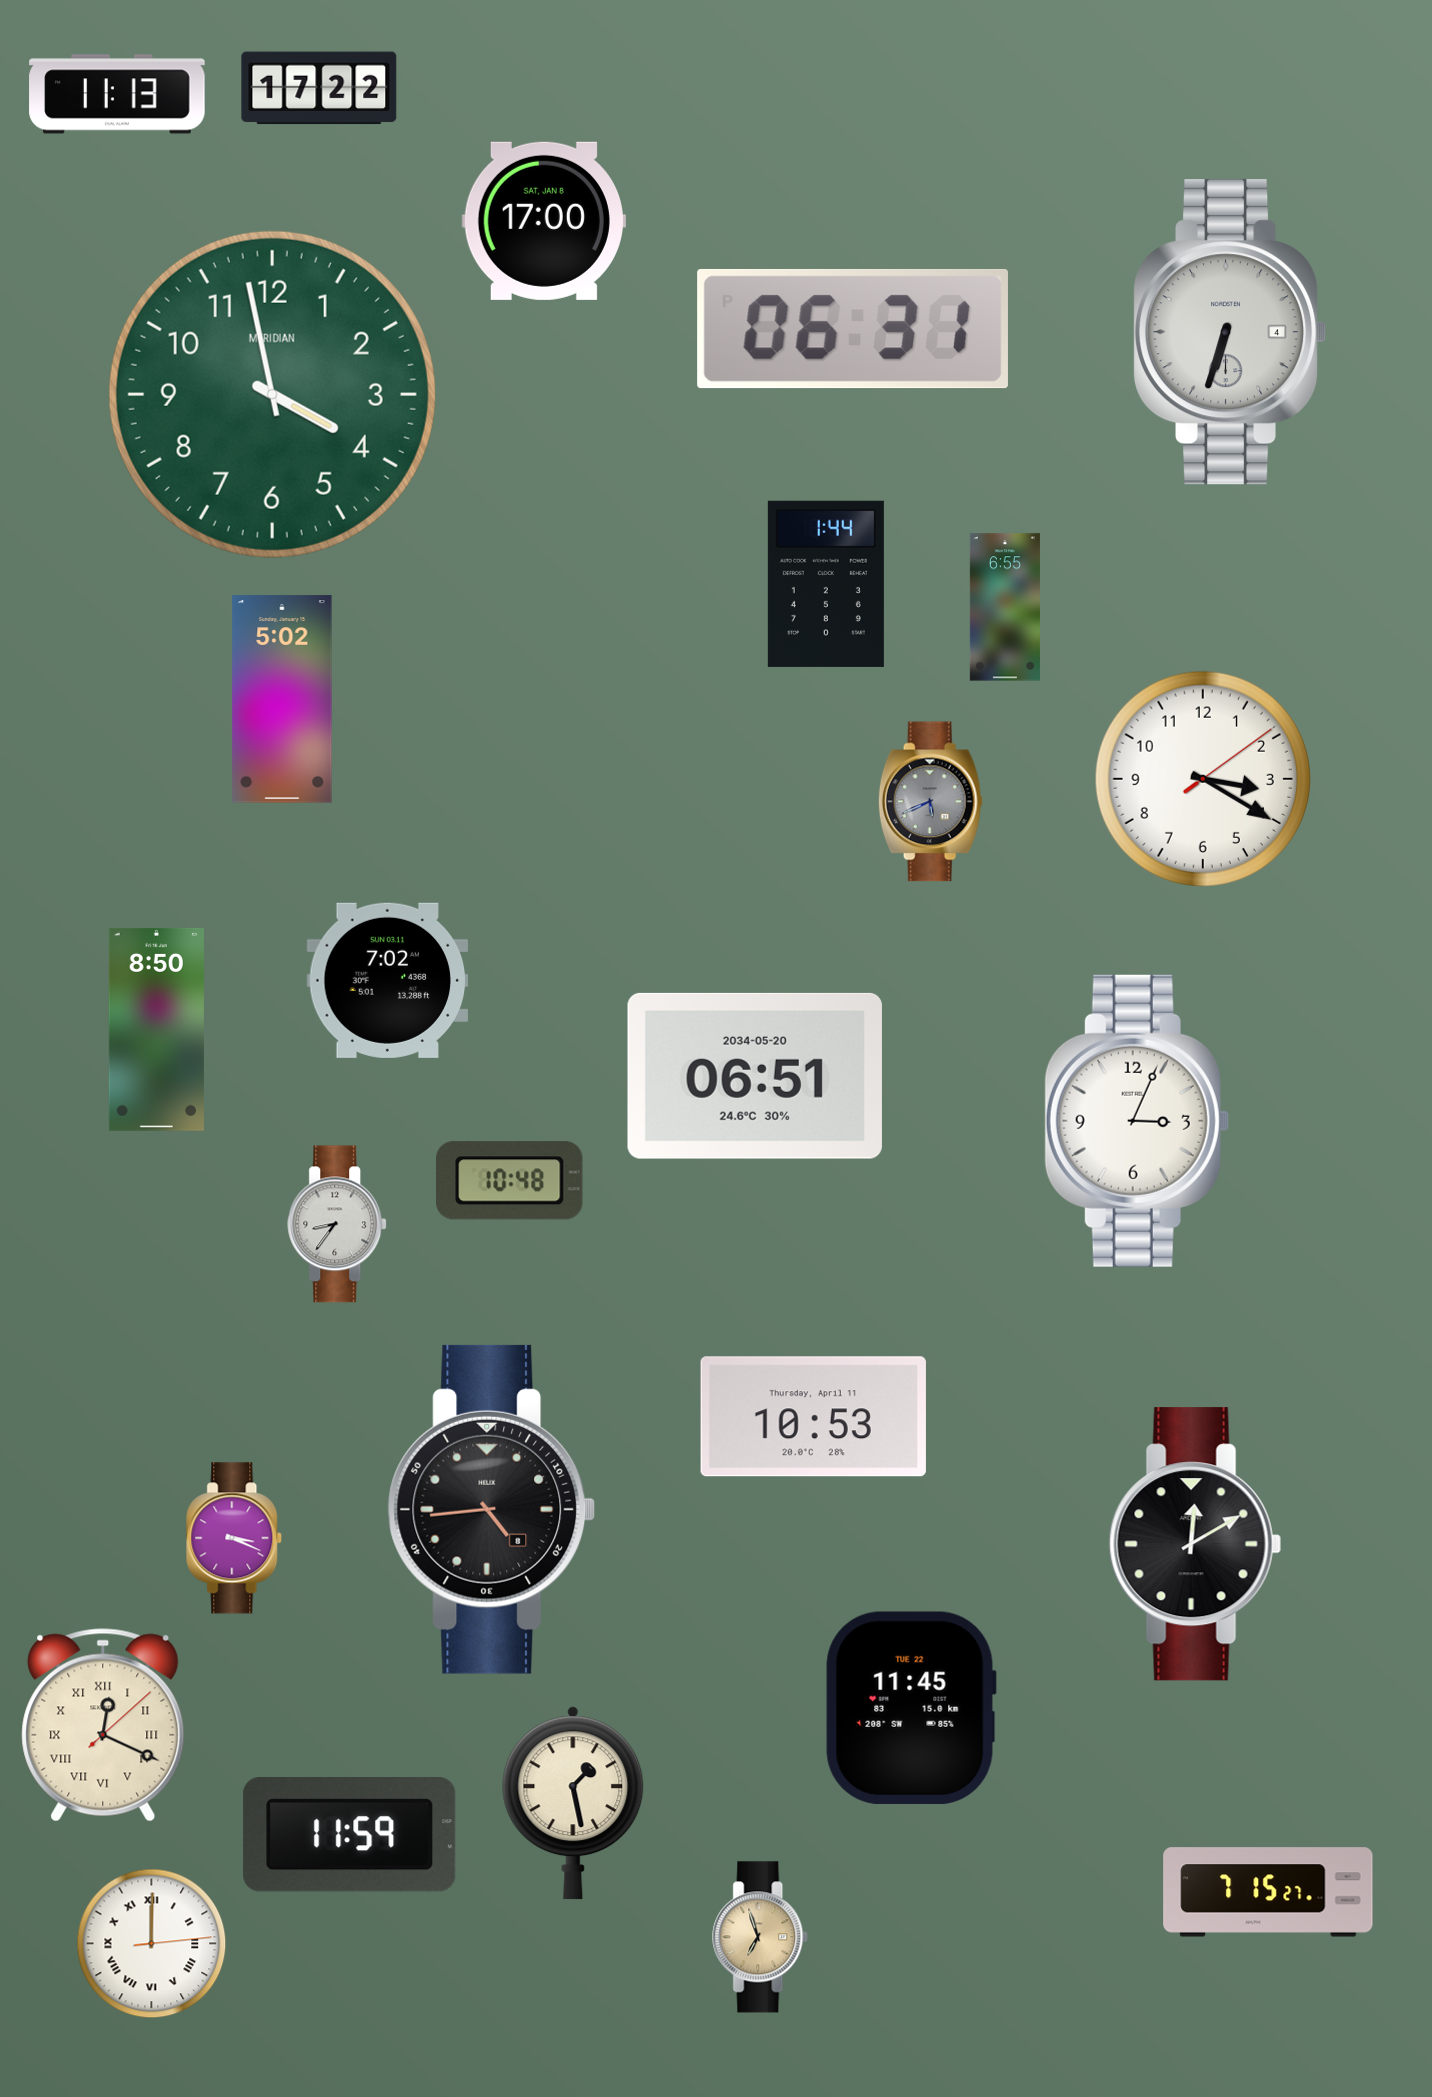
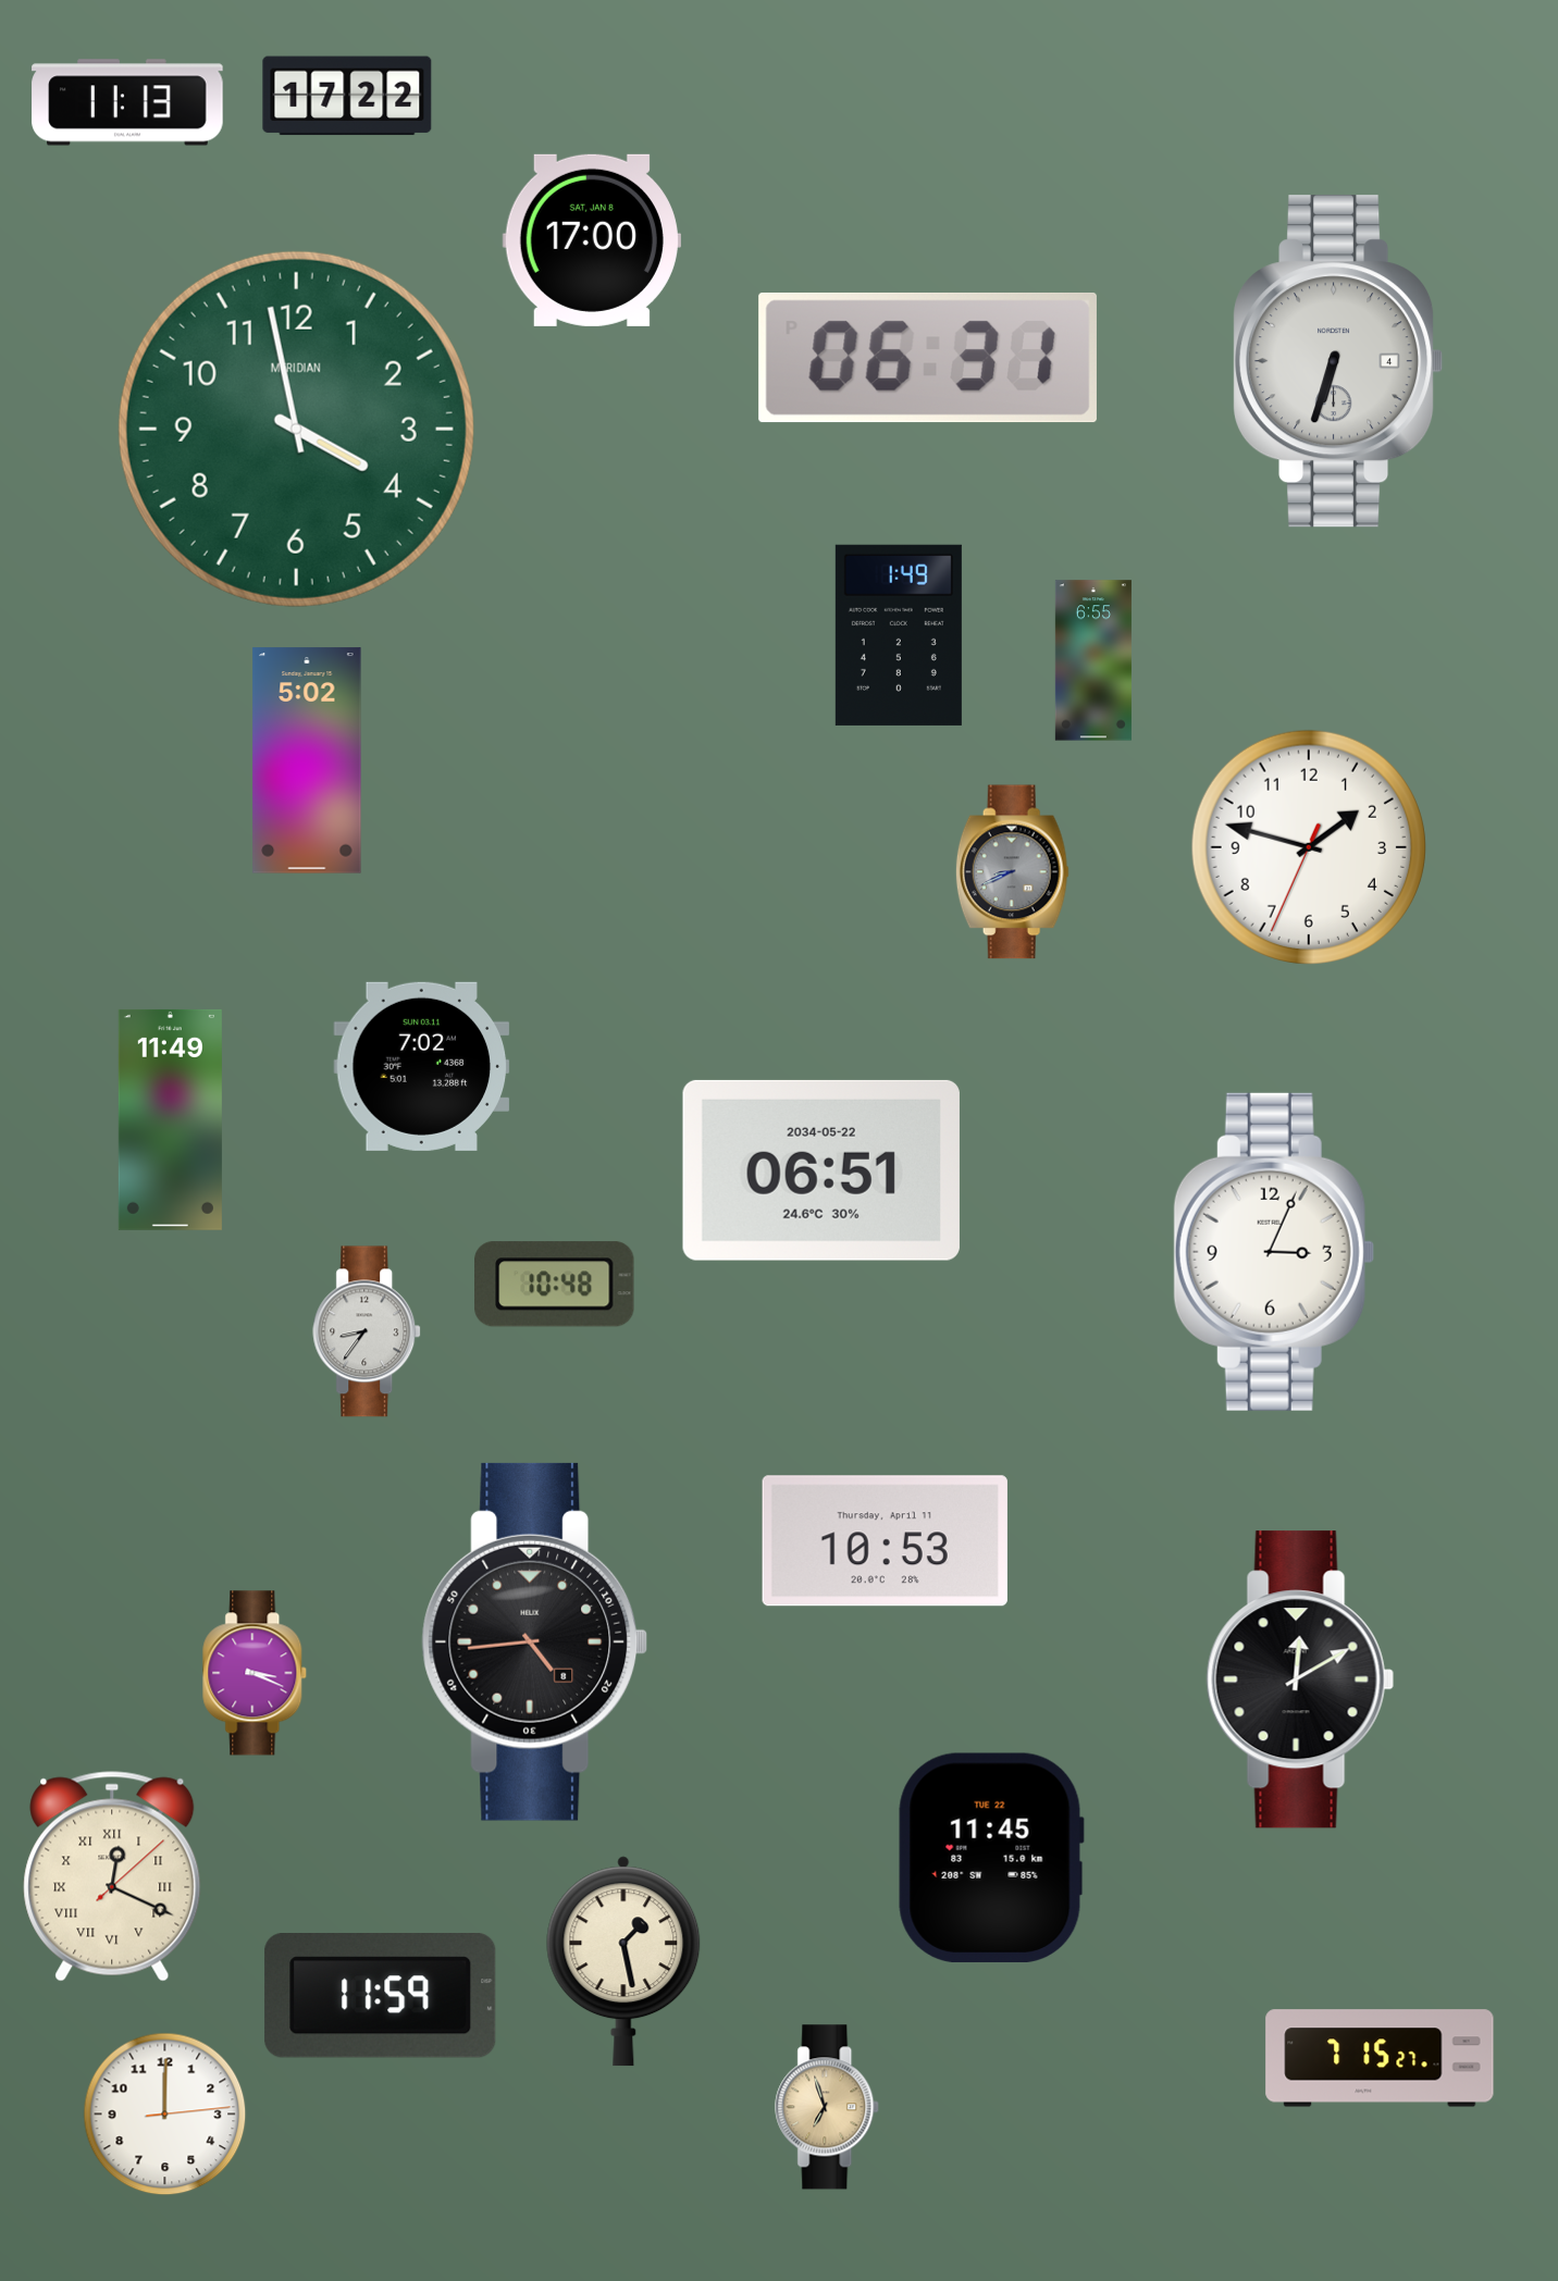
clock at (826, 584): 1:44 -> 1:49
clock at (1203, 779): 3:20 -> 1:47
clock at (930, 802): 5:41 -> 8:41
clock at (156, 1029): 8:50 -> 11:49
clock at (755, 1076) date: 2034-05-20 -> 2034-05-22
clock at (1137, 1121) position: (1137, 1121) -> (1274, 1252)
clock at (152, 1944) numerals: Roman -> Arabic
